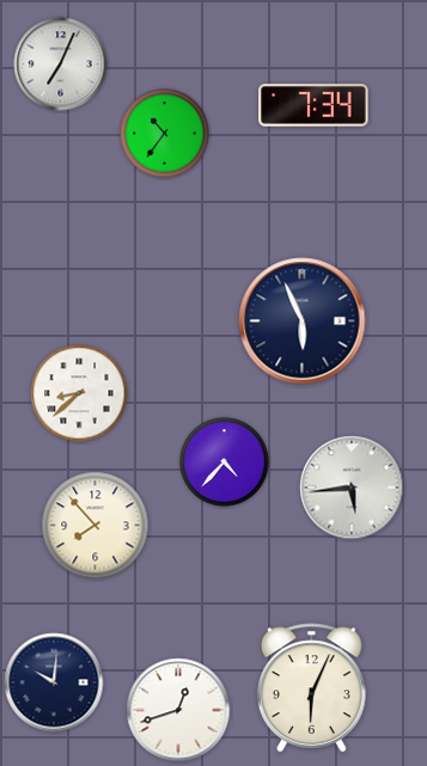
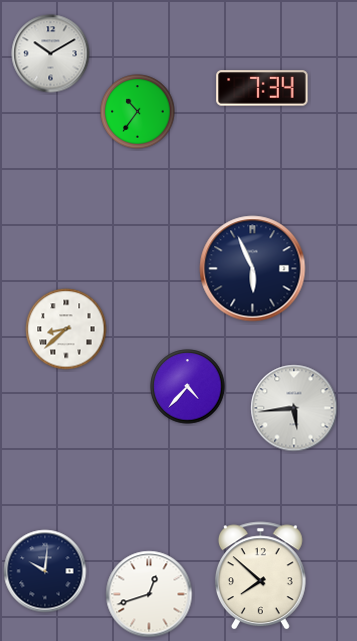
clock at (61, 65): 7:04 -> 10:10
clock at (96, 526): 7:53 -> none
clock at (312, 688): 6:04 -> 7:52
